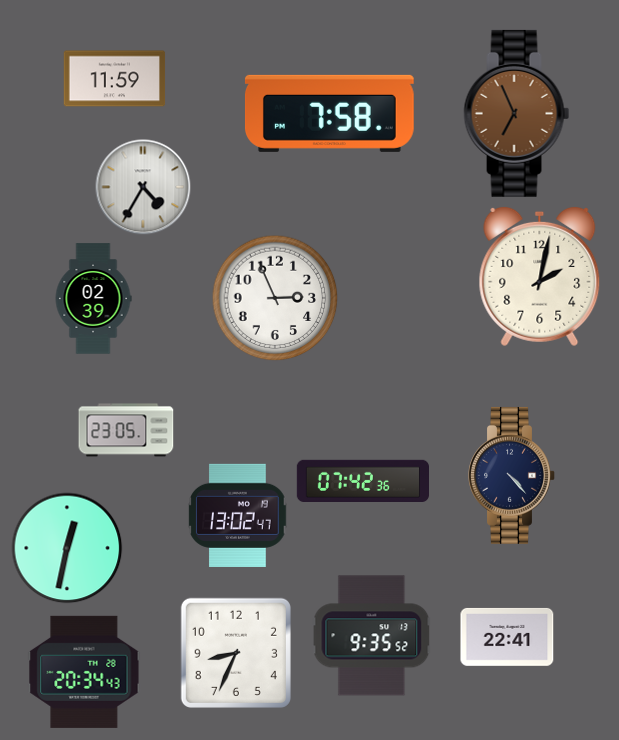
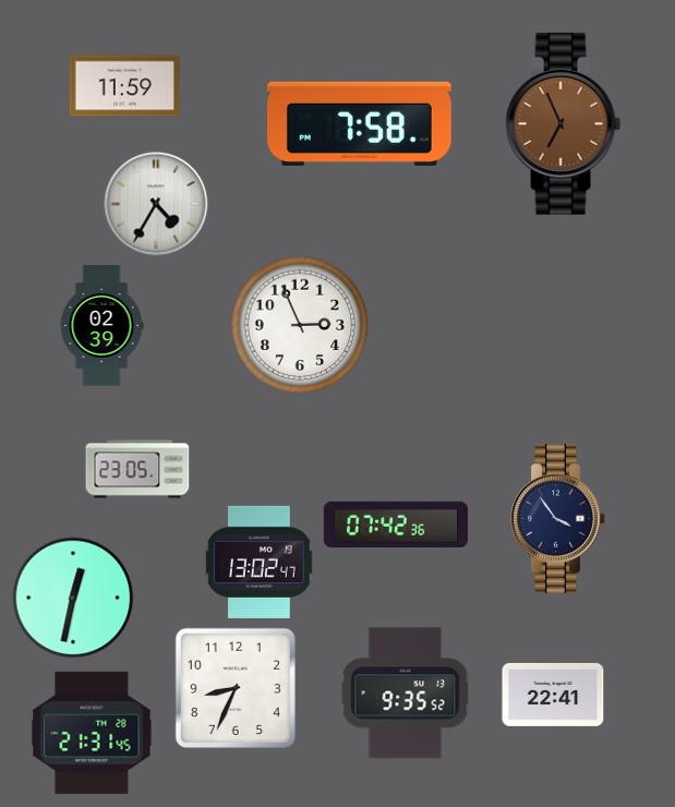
clock at (540, 277): 2:02 -> none
clock at (512, 475): 4:23 -> 3:54
clock at (236, 653) position: (236, 653) -> (236, 688)
clock at (84, 672): 20:34 -> 21:31
